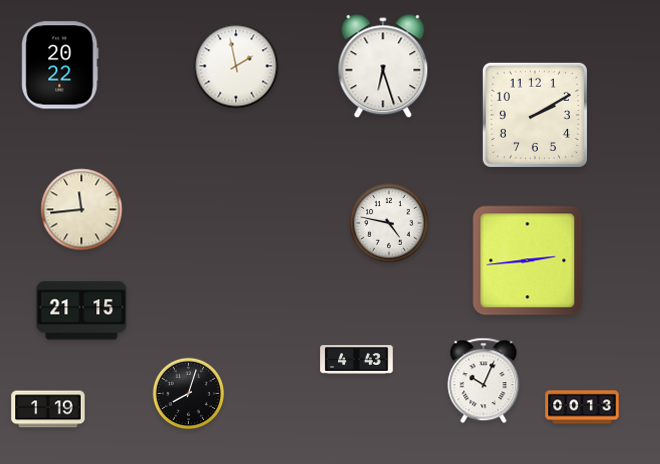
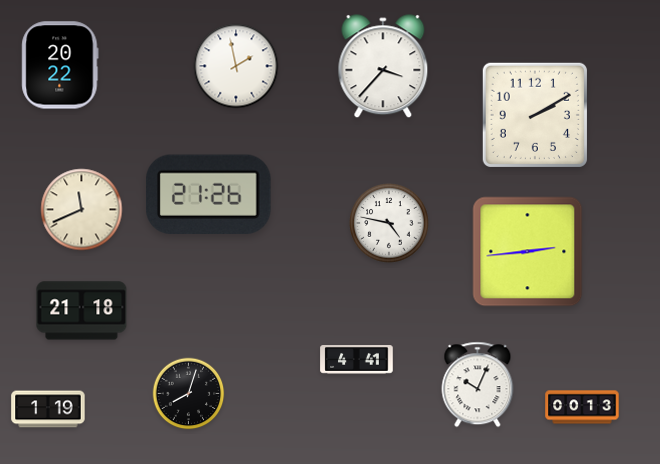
clock at (383, 67): 6:27 -> 3:37
clock at (209, 194): none -> 21:26
clock at (82, 210): 11:44 -> 11:41
clock at (528, 261) position: (528, 261) -> (528, 252)
clock at (82, 311): 21:15 -> 21:18
clock at (357, 360): 4:43 -> 4:41
clock at (484, 381) position: (484, 381) -> (478, 385)
